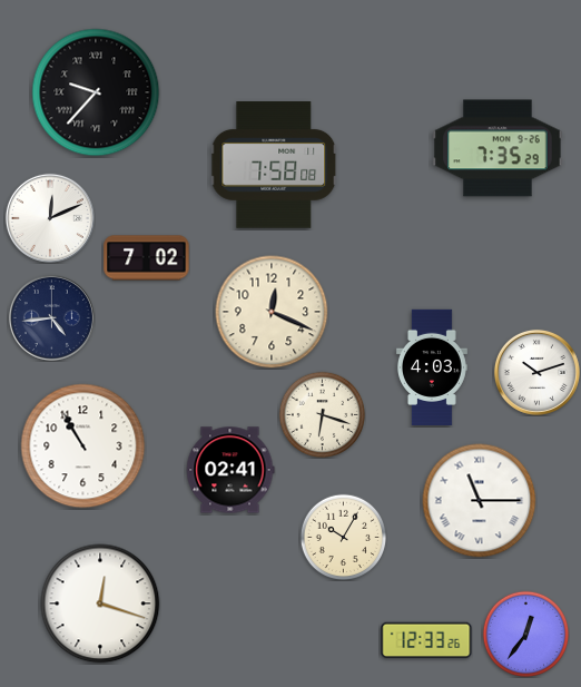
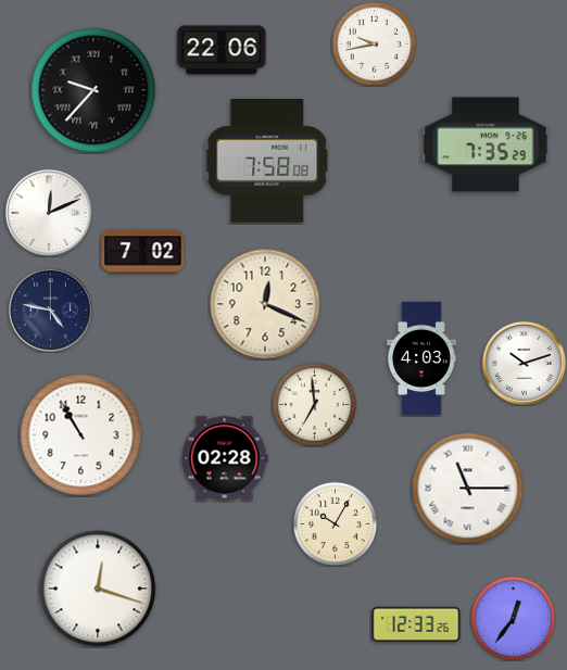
clock at (374, 43): none -> 9:43
clock at (222, 50): none -> 22:06
clock at (51, 317): 4:44 -> 4:47
clock at (322, 414): 6:18 -> 6:59
clock at (230, 470): 02:41 -> 02:28
